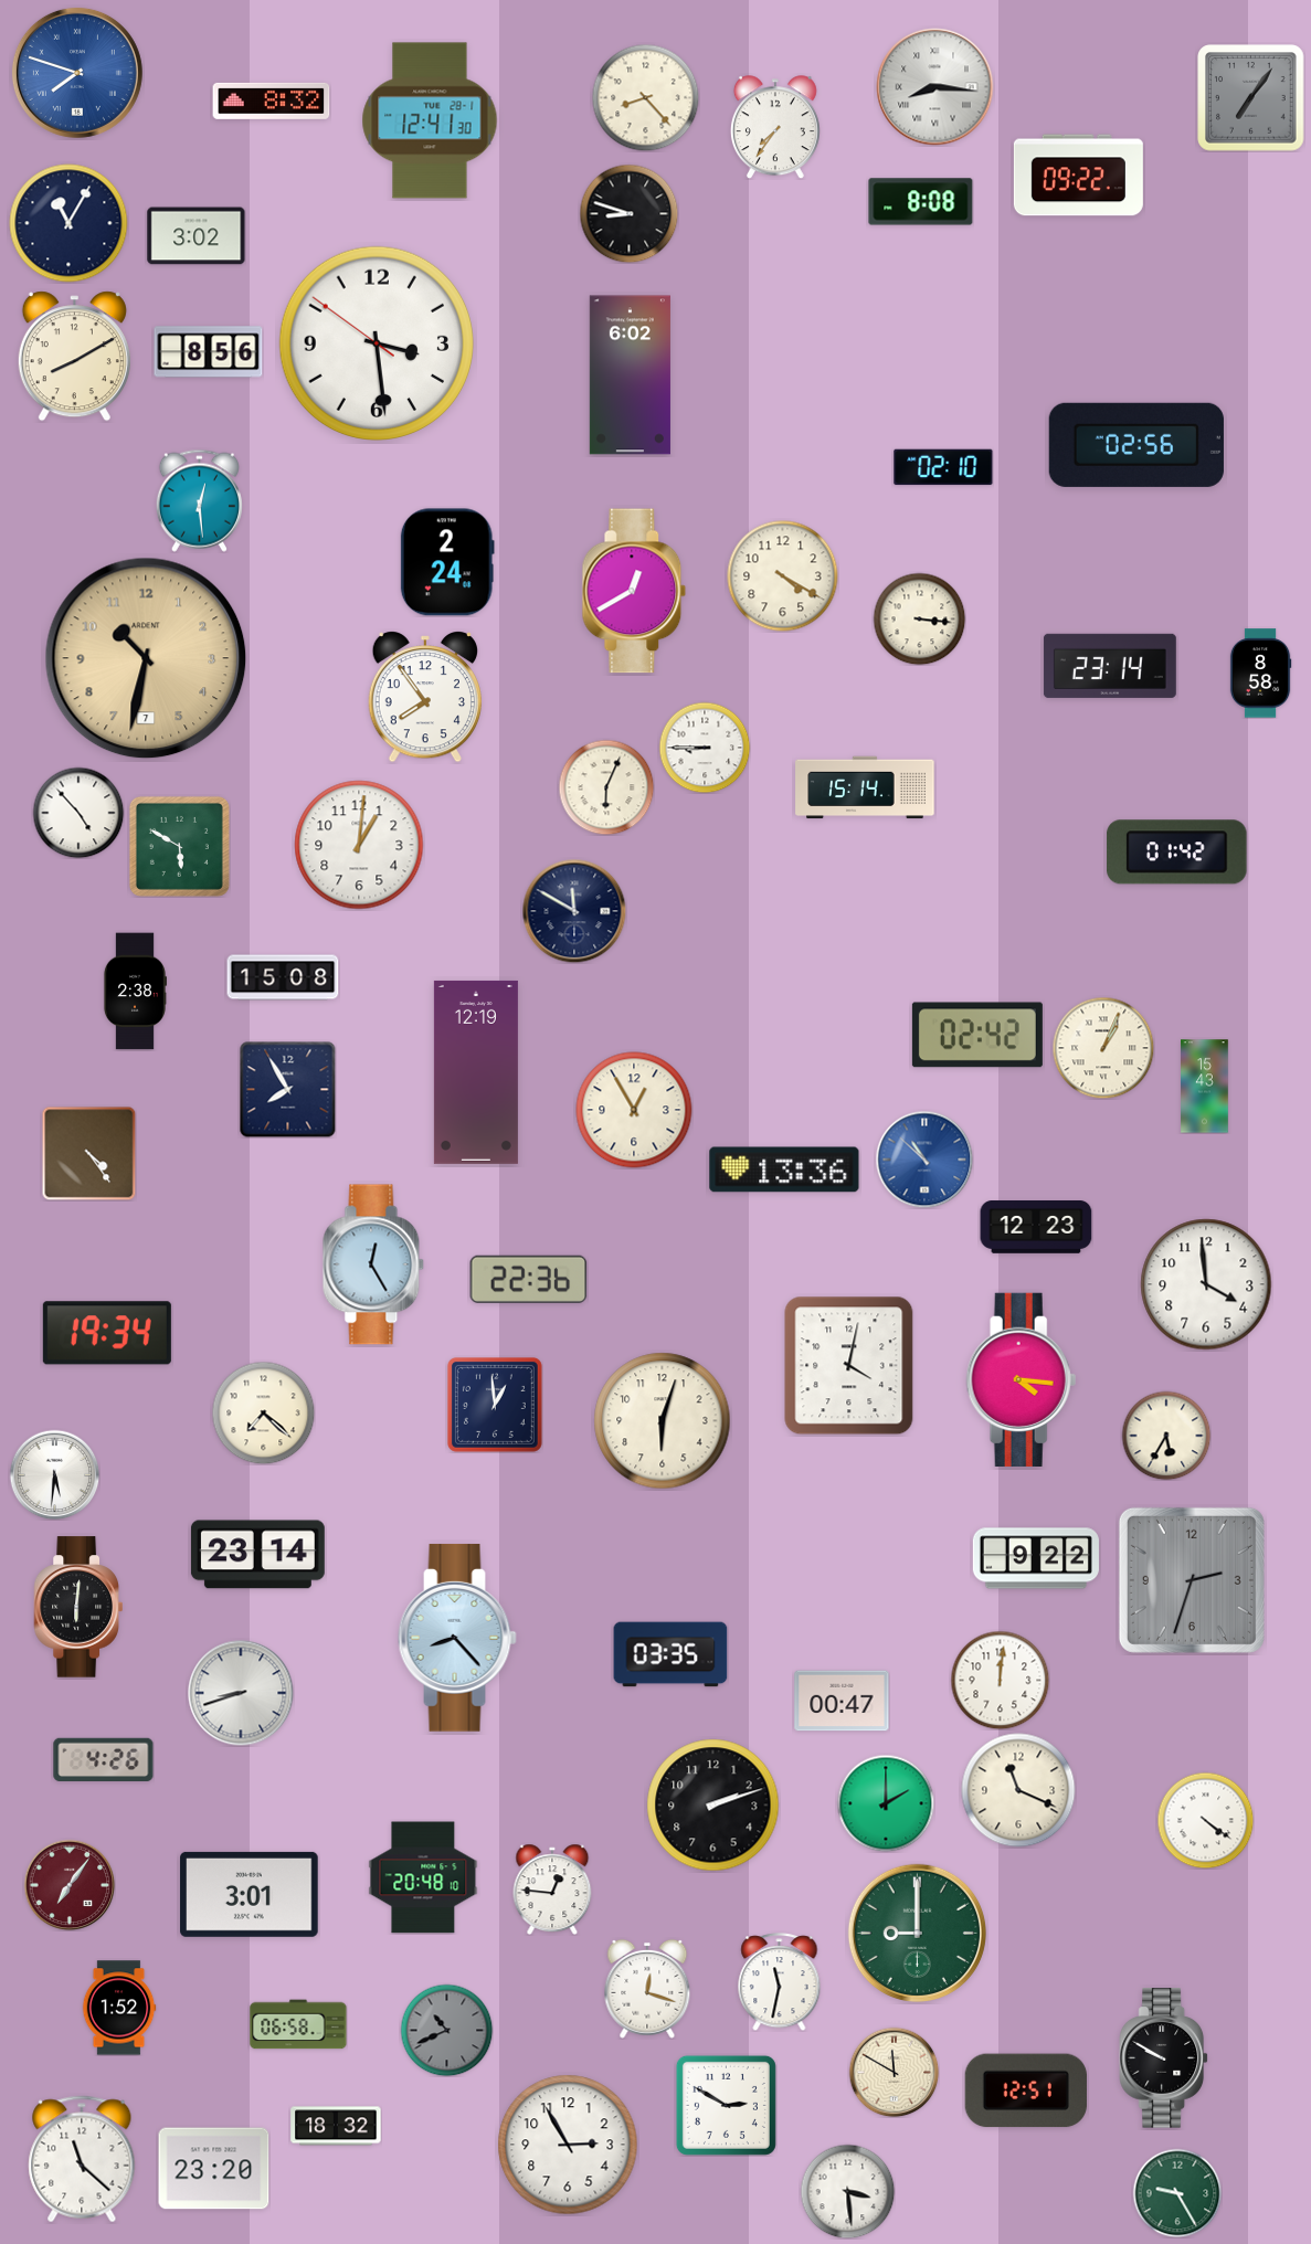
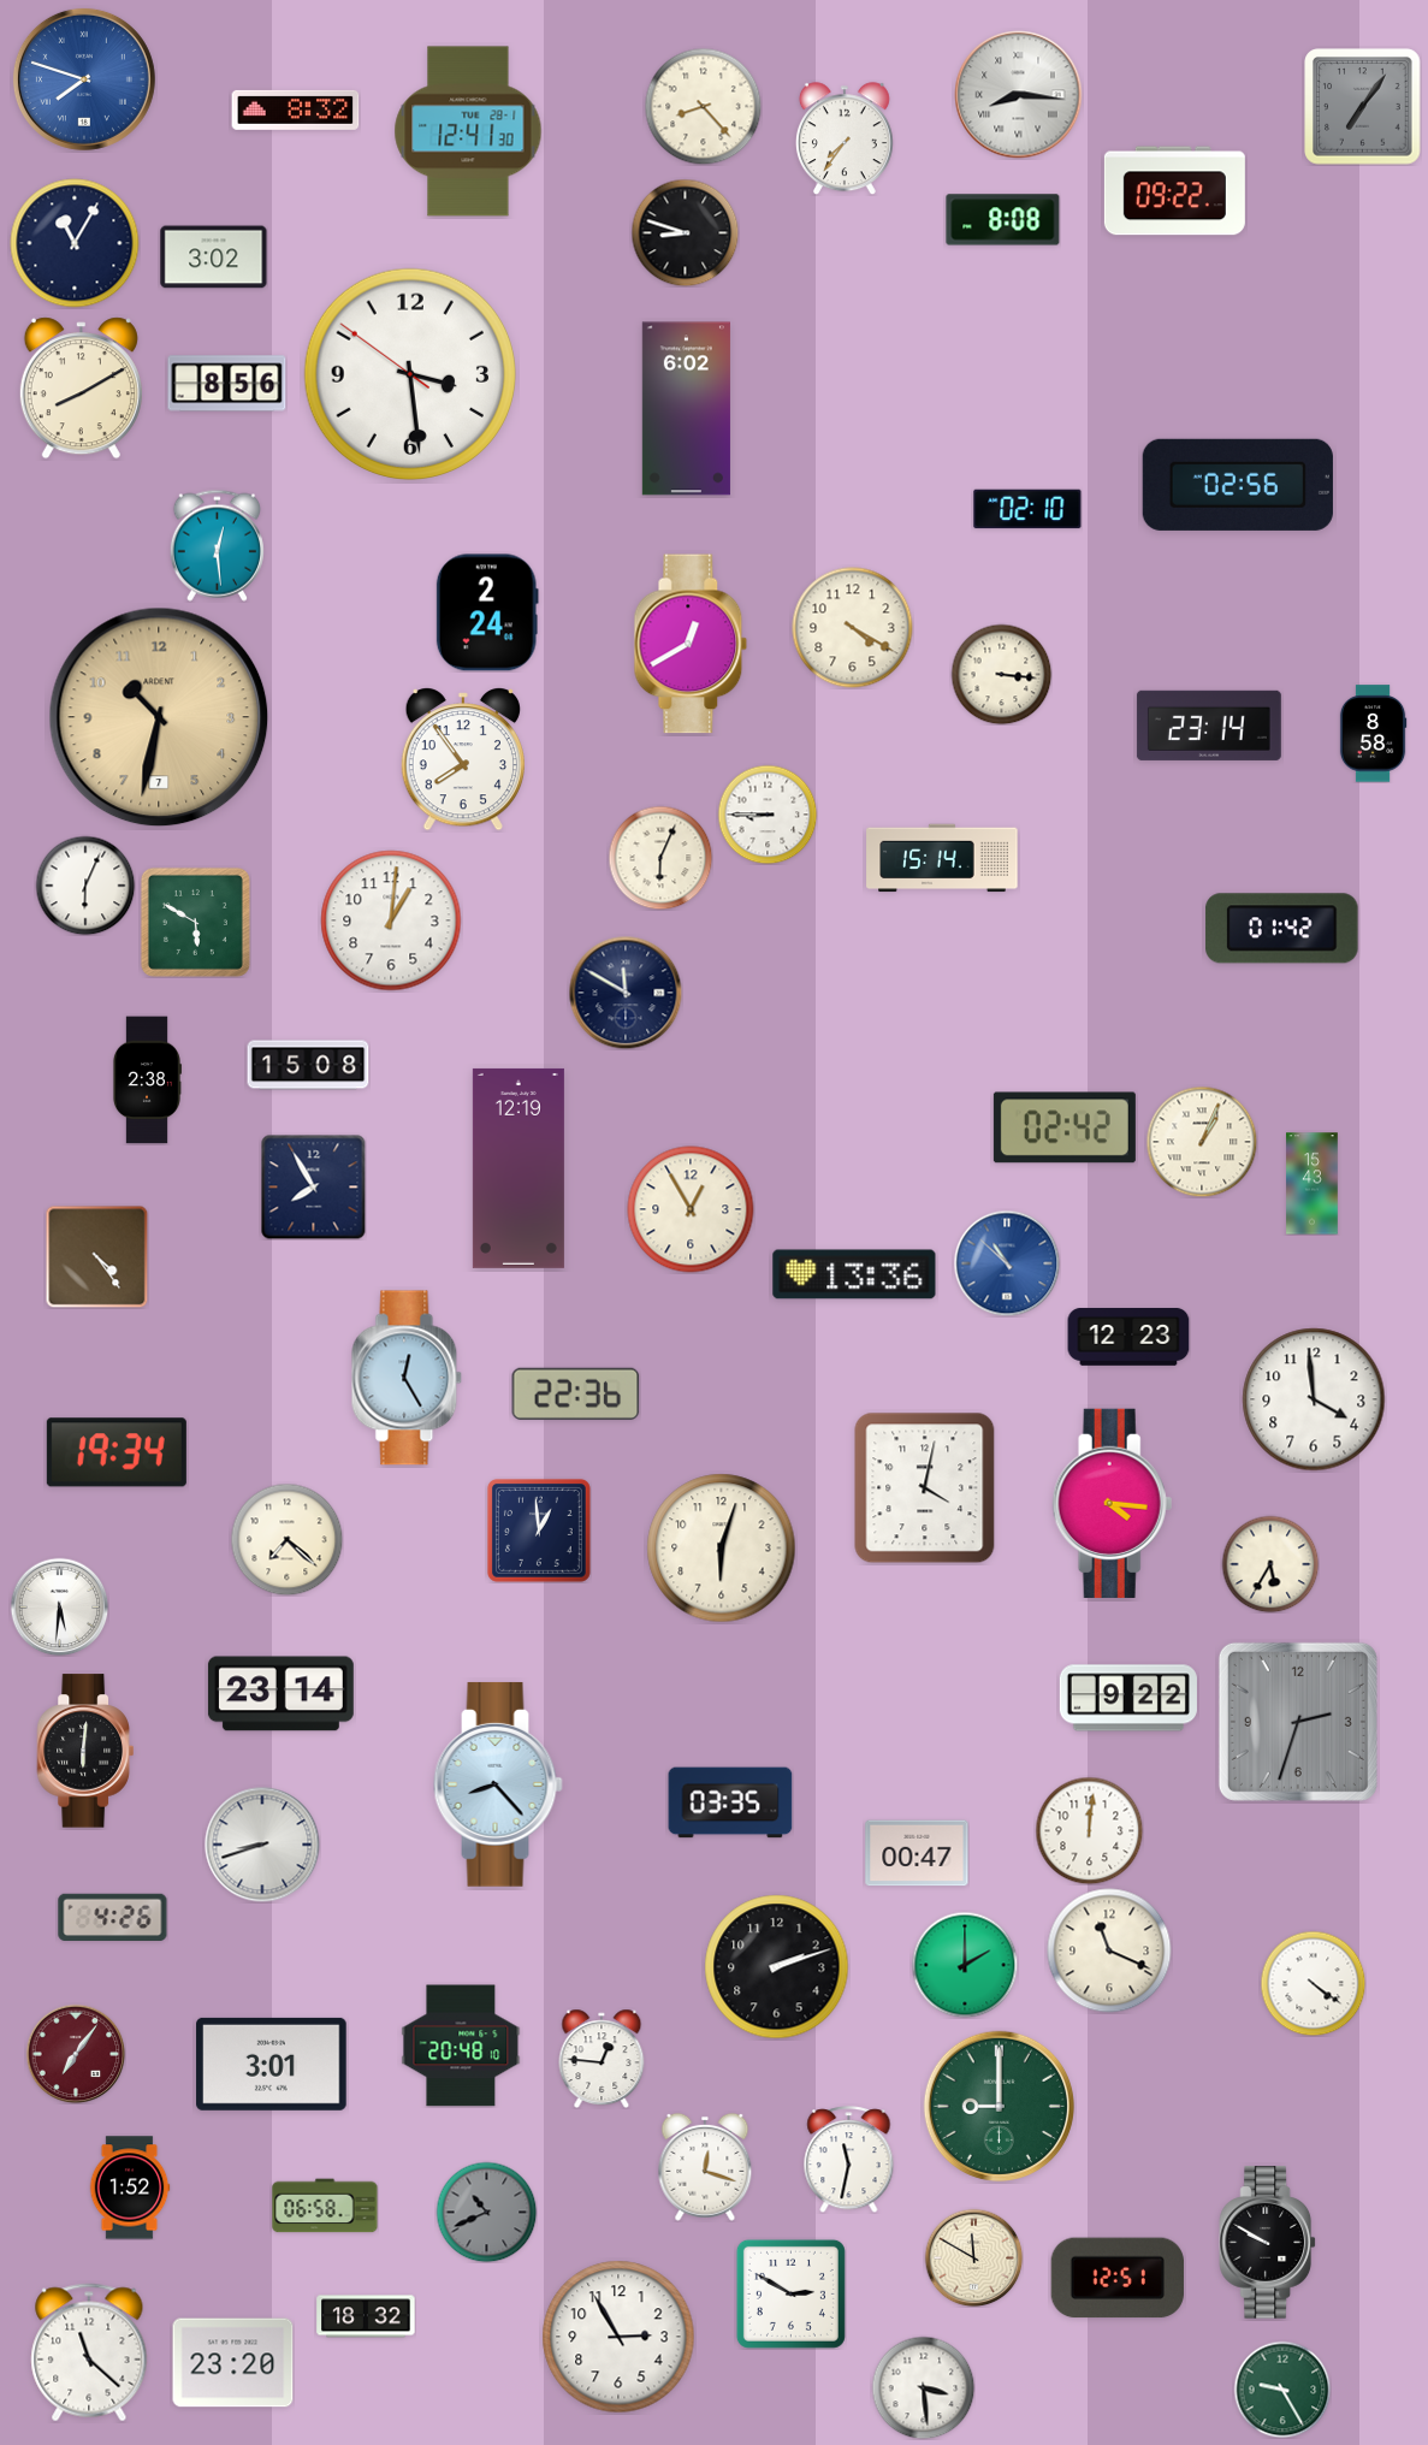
clock at (78, 813): 4:53 -> 6:04
